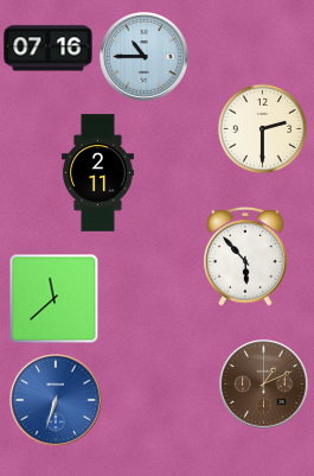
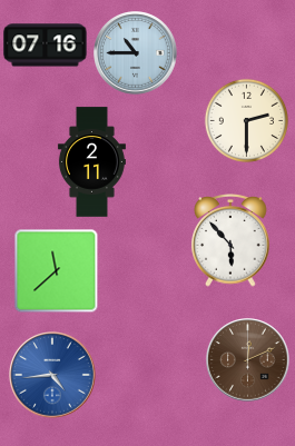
clock at (55, 299) position: (55, 299) -> (57, 271)
clock at (264, 385): 1:11 -> 12:11
clock at (57, 401): 6:33 -> 4:44
